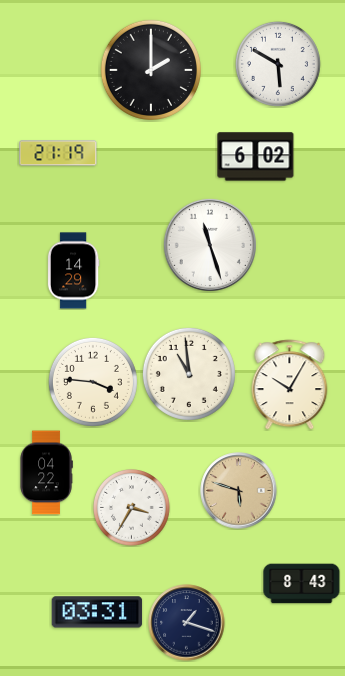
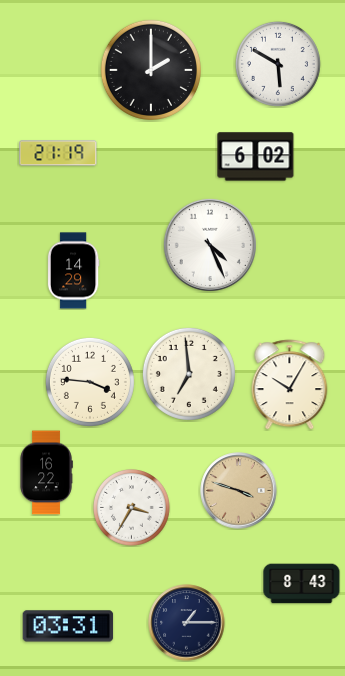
clock at (210, 245): 11:27 -> 4:26
clock at (189, 374): 10:59 -> 6:59
clock at (93, 382) position: (93, 382) -> (90, 382)
clock at (46, 473): 04:22 -> 16:22
clock at (239, 491): 5:48 -> 3:48
clock at (97, 612) position: (97, 612) -> (68, 626)
clock at (187, 623): 1:18 -> 1:15
